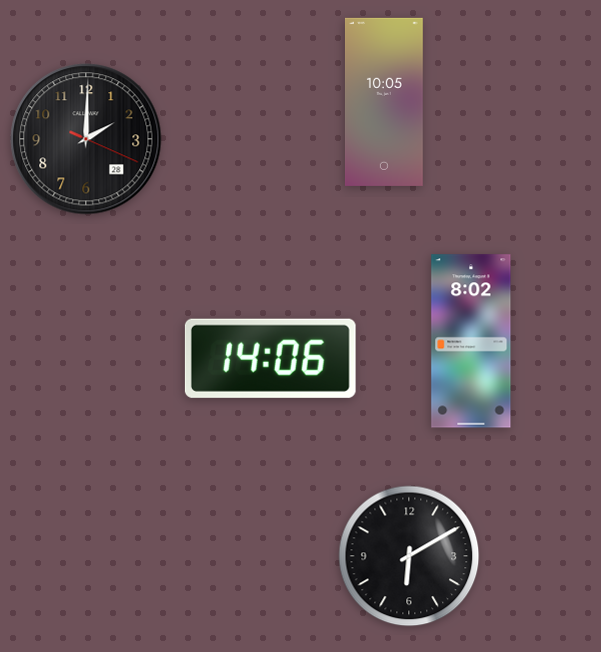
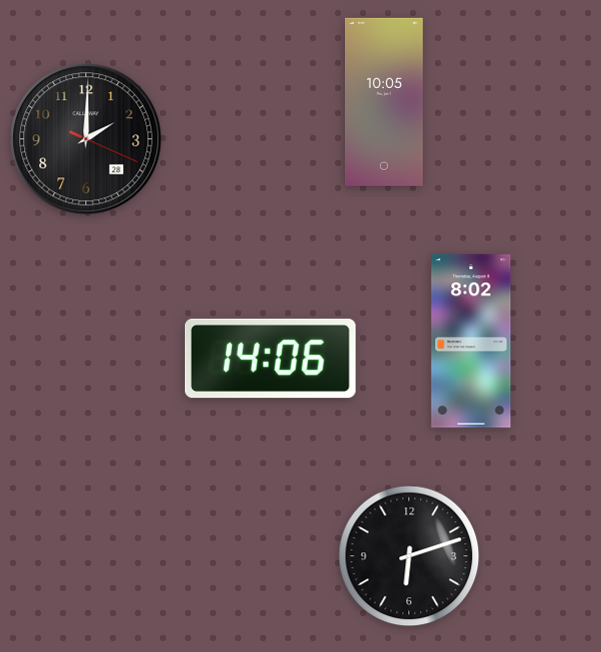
clock at (409, 556): 6:10 -> 6:12
